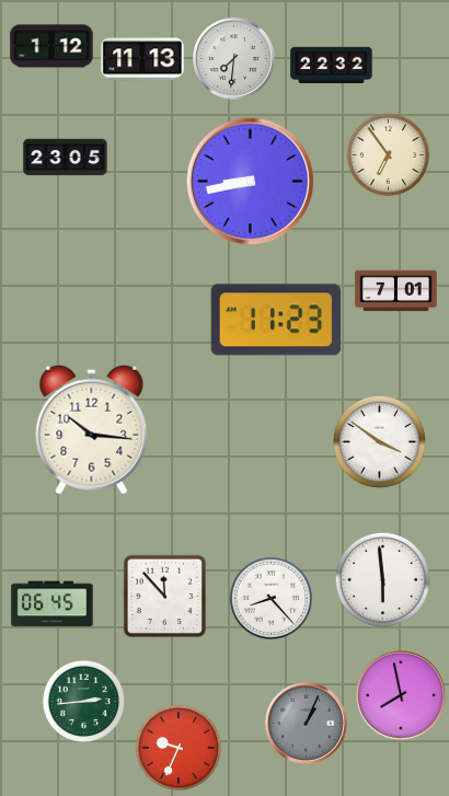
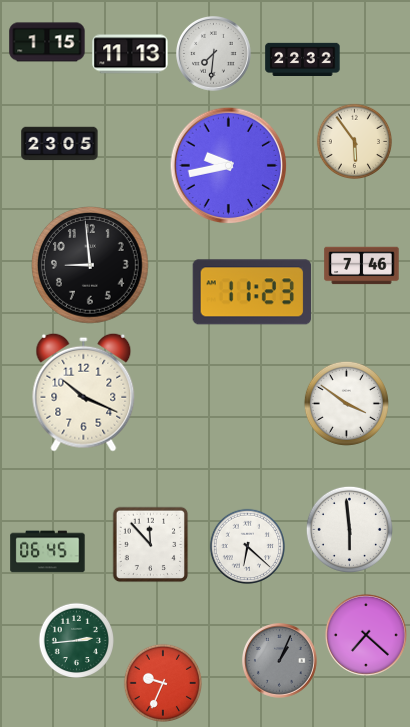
clock at (51, 46): 1:12 -> 1:15
clock at (388, 154): 6:54 -> 5:54
clock at (251, 182): 8:43 -> 9:43
clock at (91, 266): none -> 8:59
clock at (396, 291): 7:01 -> 7:46
clock at (92, 429): 10:16 -> 10:19
clock at (270, 598): 8:23 -> 6:22
clock at (401, 695): 7:58 -> 7:22
